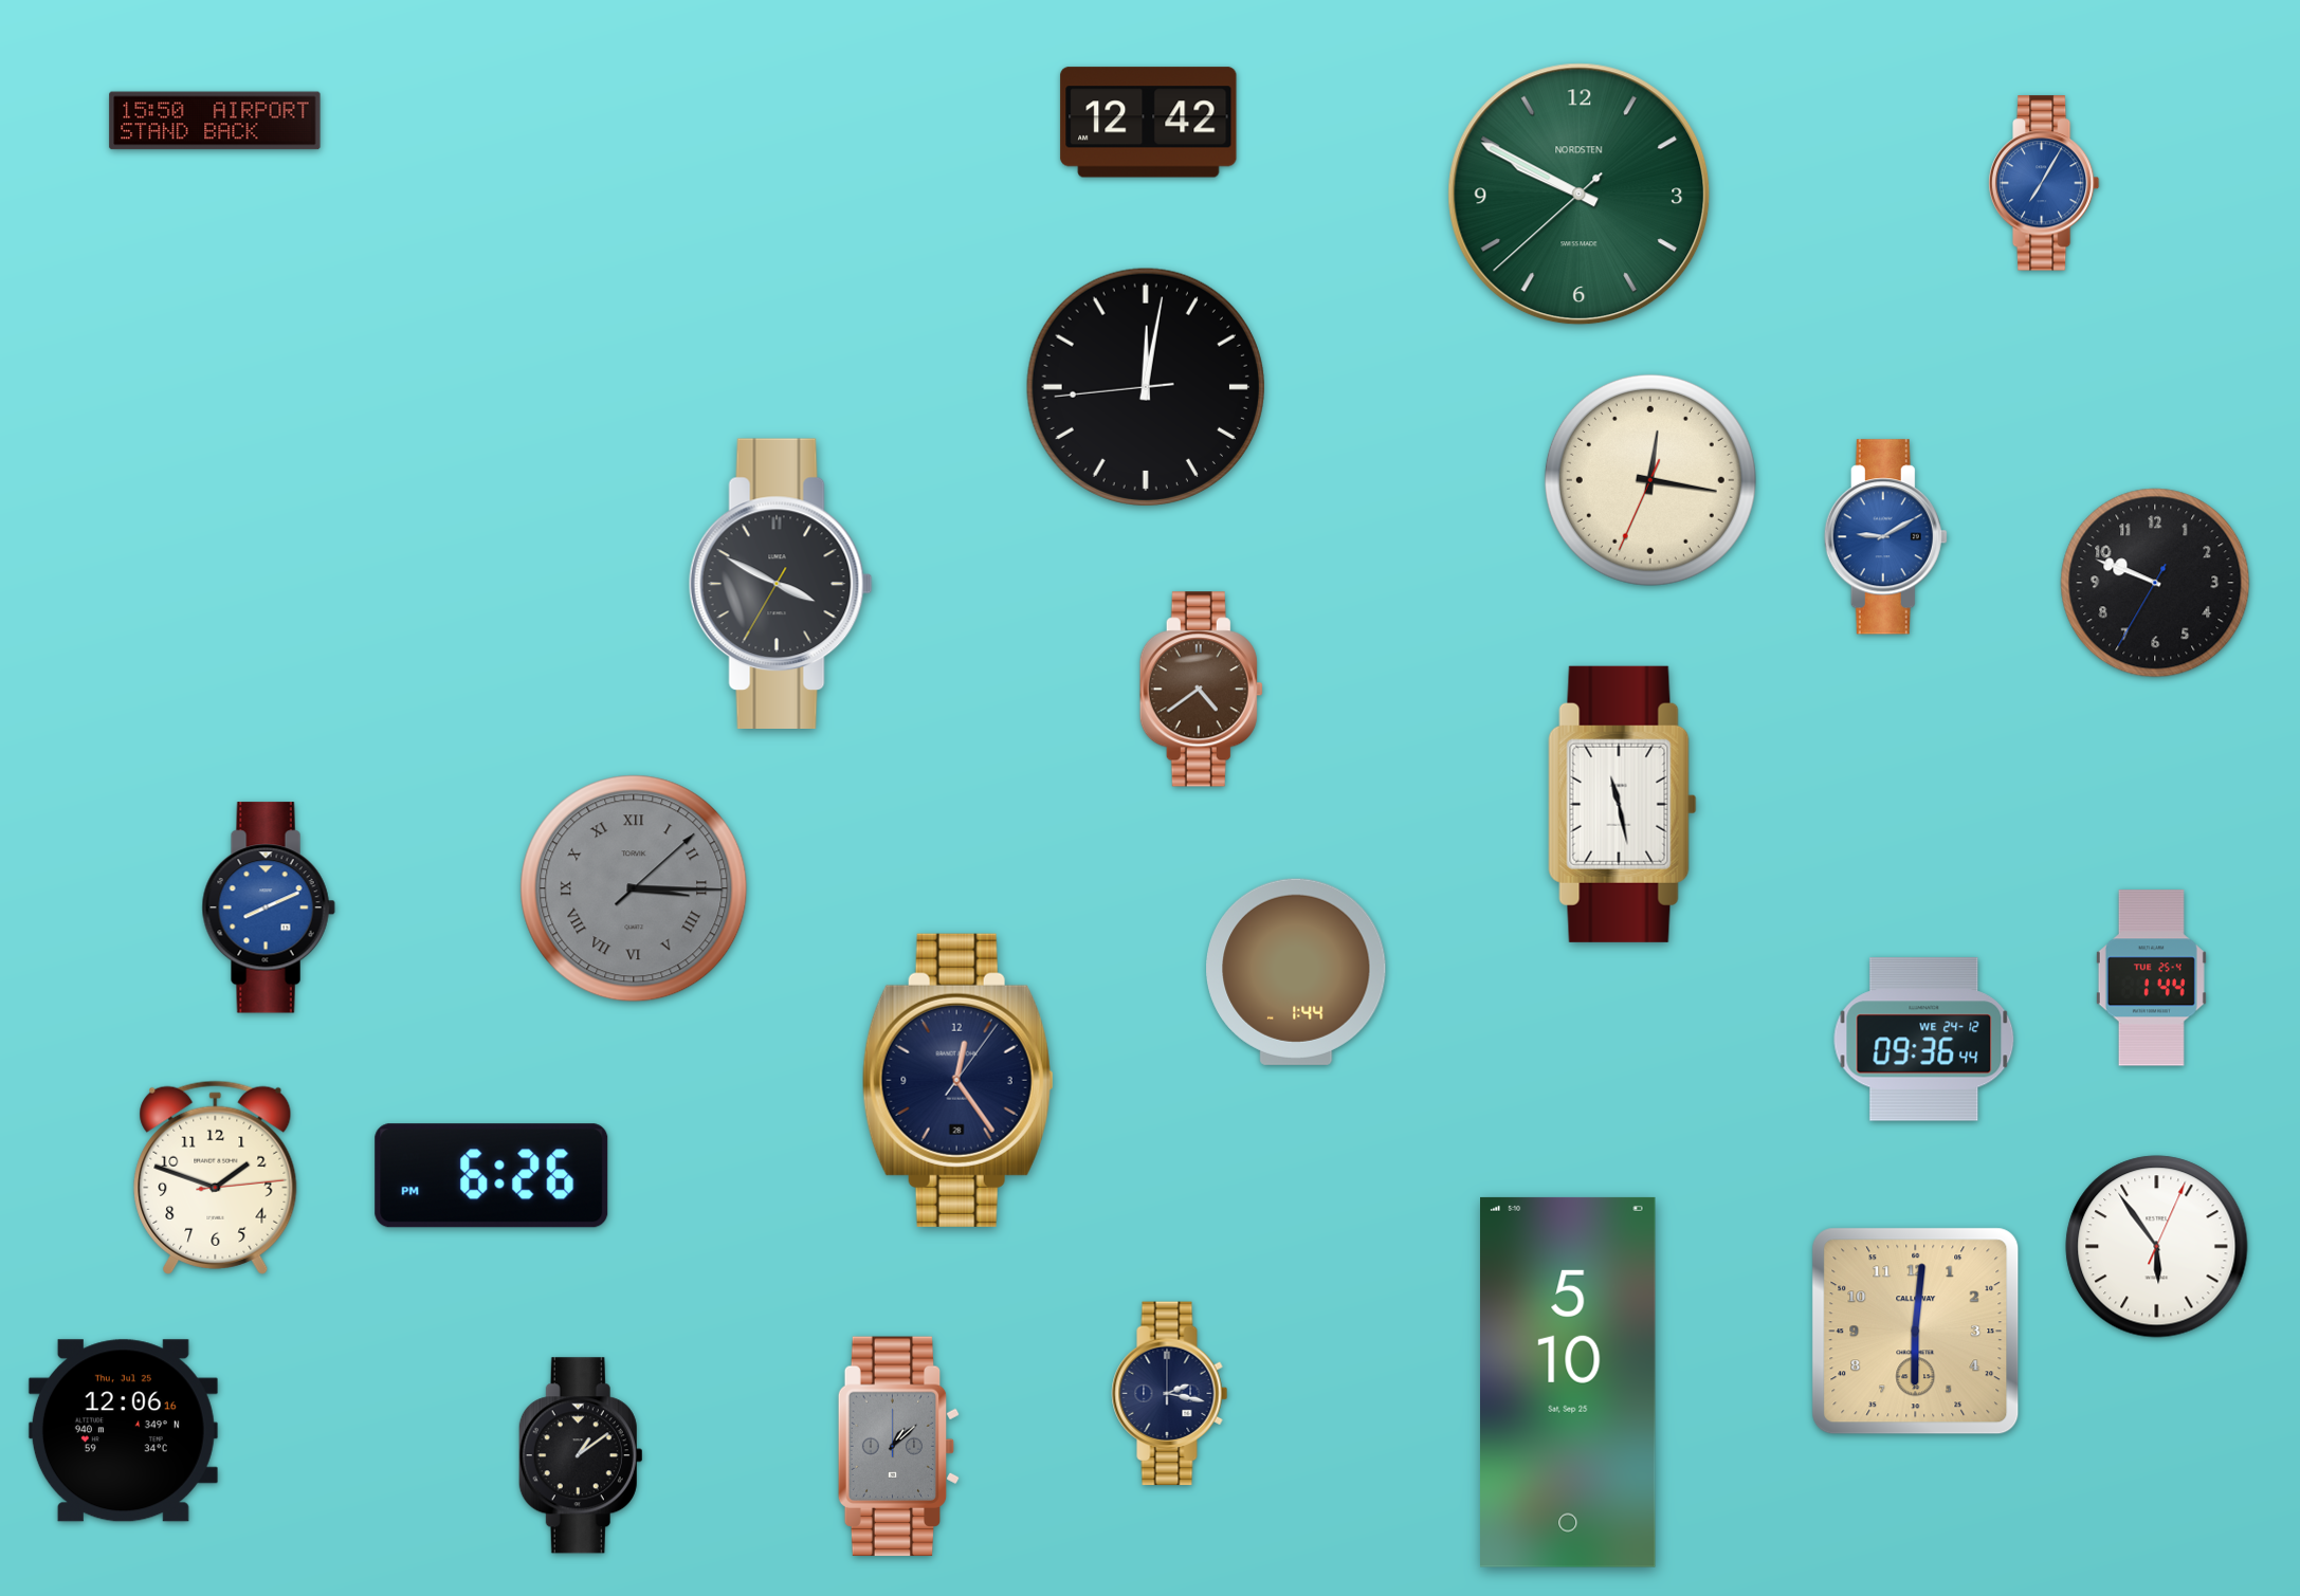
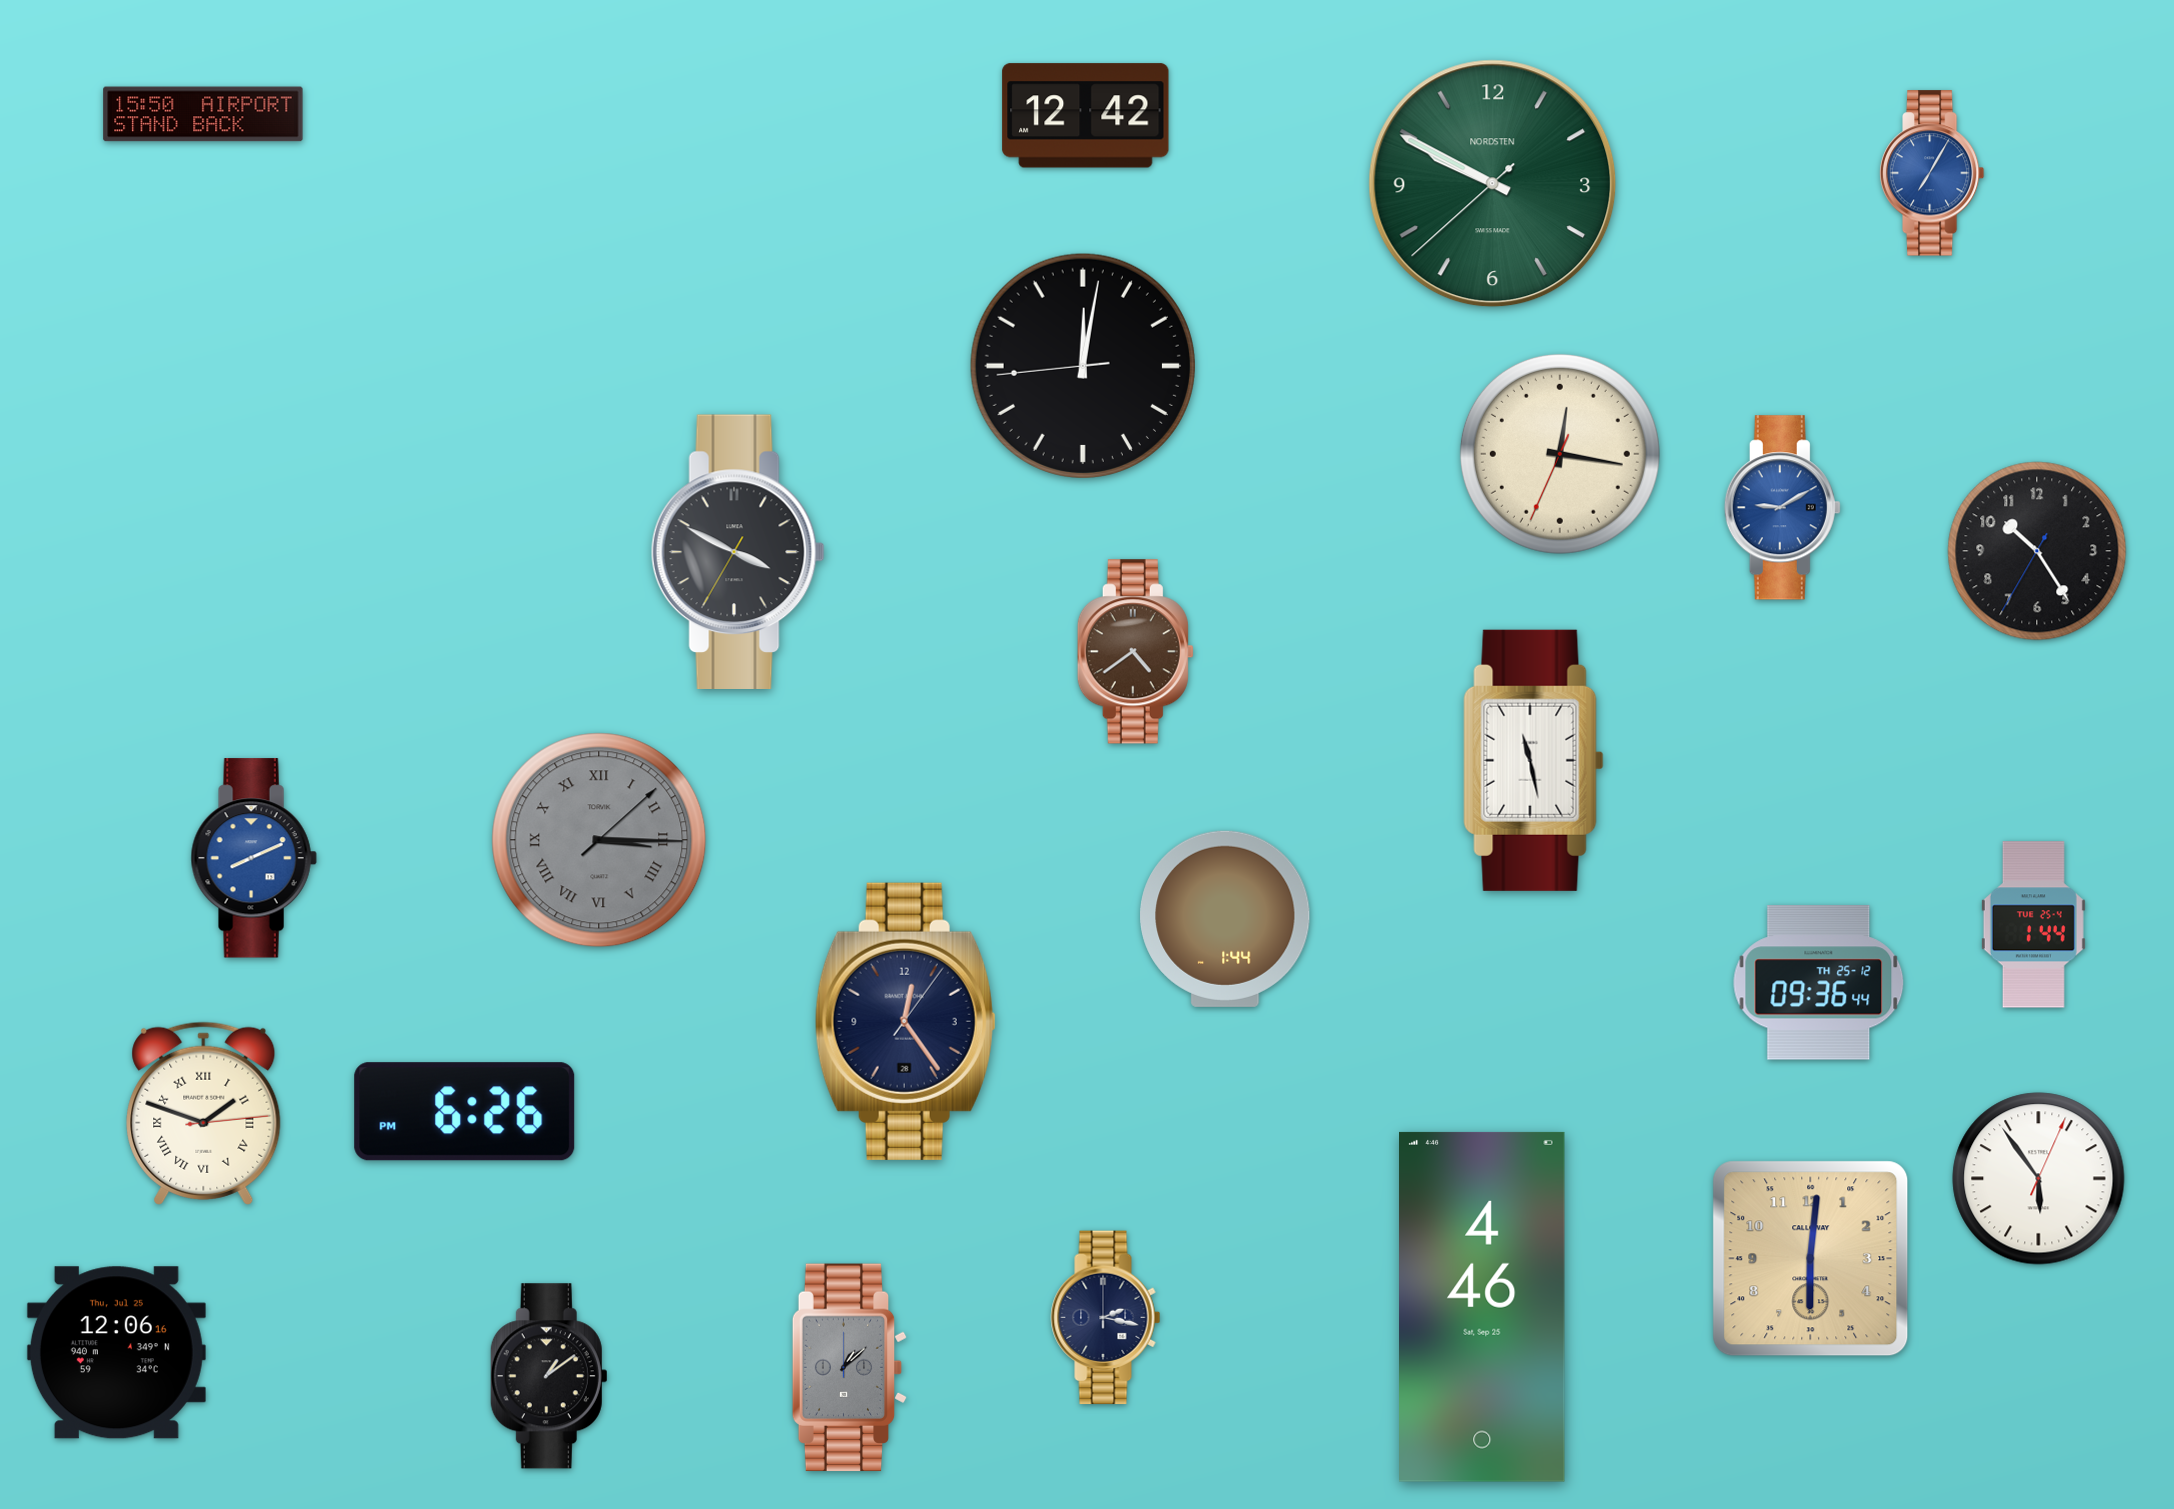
clock at (2155, 583): 9:48 -> 10:24
clock at (1924, 1040) date: WE 24-12 -> TH 25-12
clock at (216, 1177) numerals: Arabic -> Roman
clock at (1569, 1382): 5:10 -> 4:46
